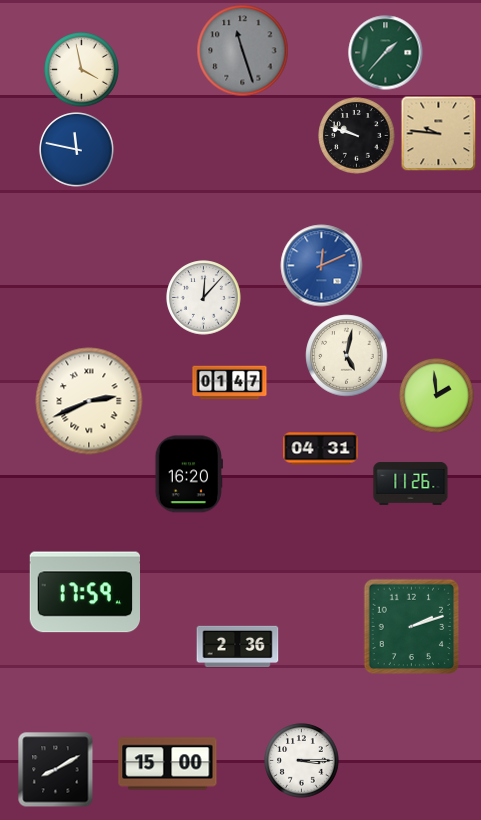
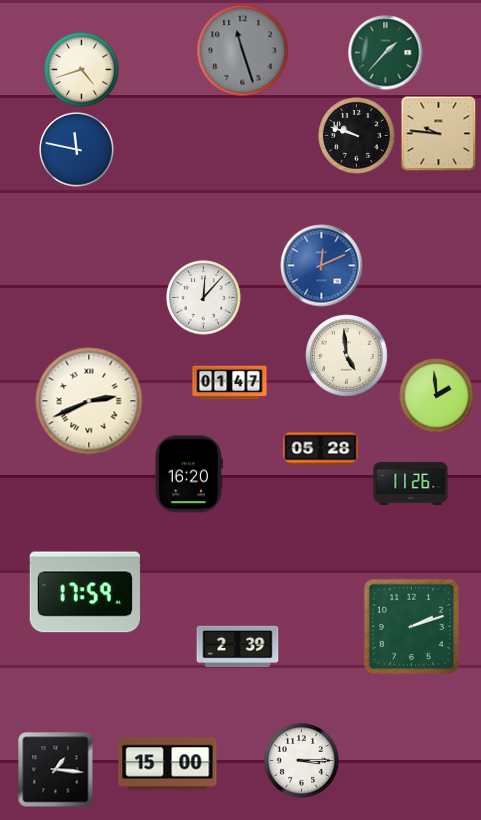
clock at (82, 70): 3:58 -> 4:42
clock at (347, 356): 5:02 -> 4:59
clock at (321, 449): 04:31 -> 05:28
clock at (238, 647): 2:36 -> 2:39
clock at (56, 770): 8:10 -> 1:16
